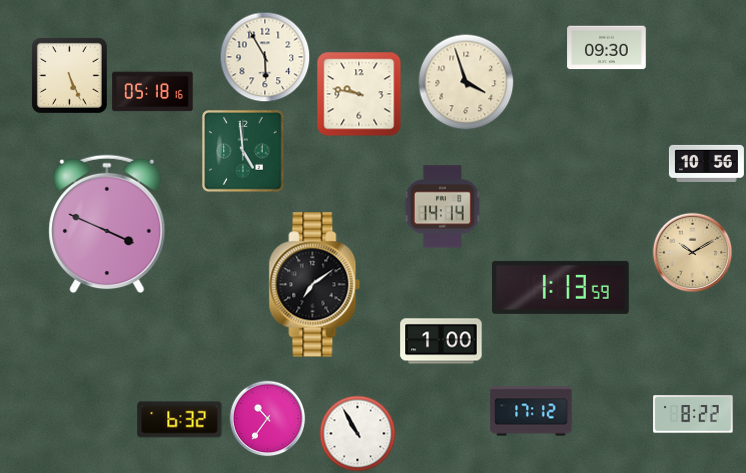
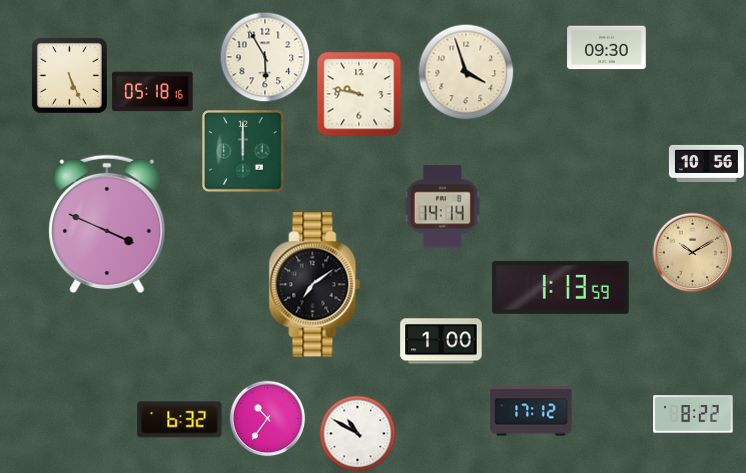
clock at (466, 82) position: (466, 82) -> (466, 72)
clock at (243, 151): 4:59 -> 12:00
clock at (358, 434): 10:55 -> 10:50
